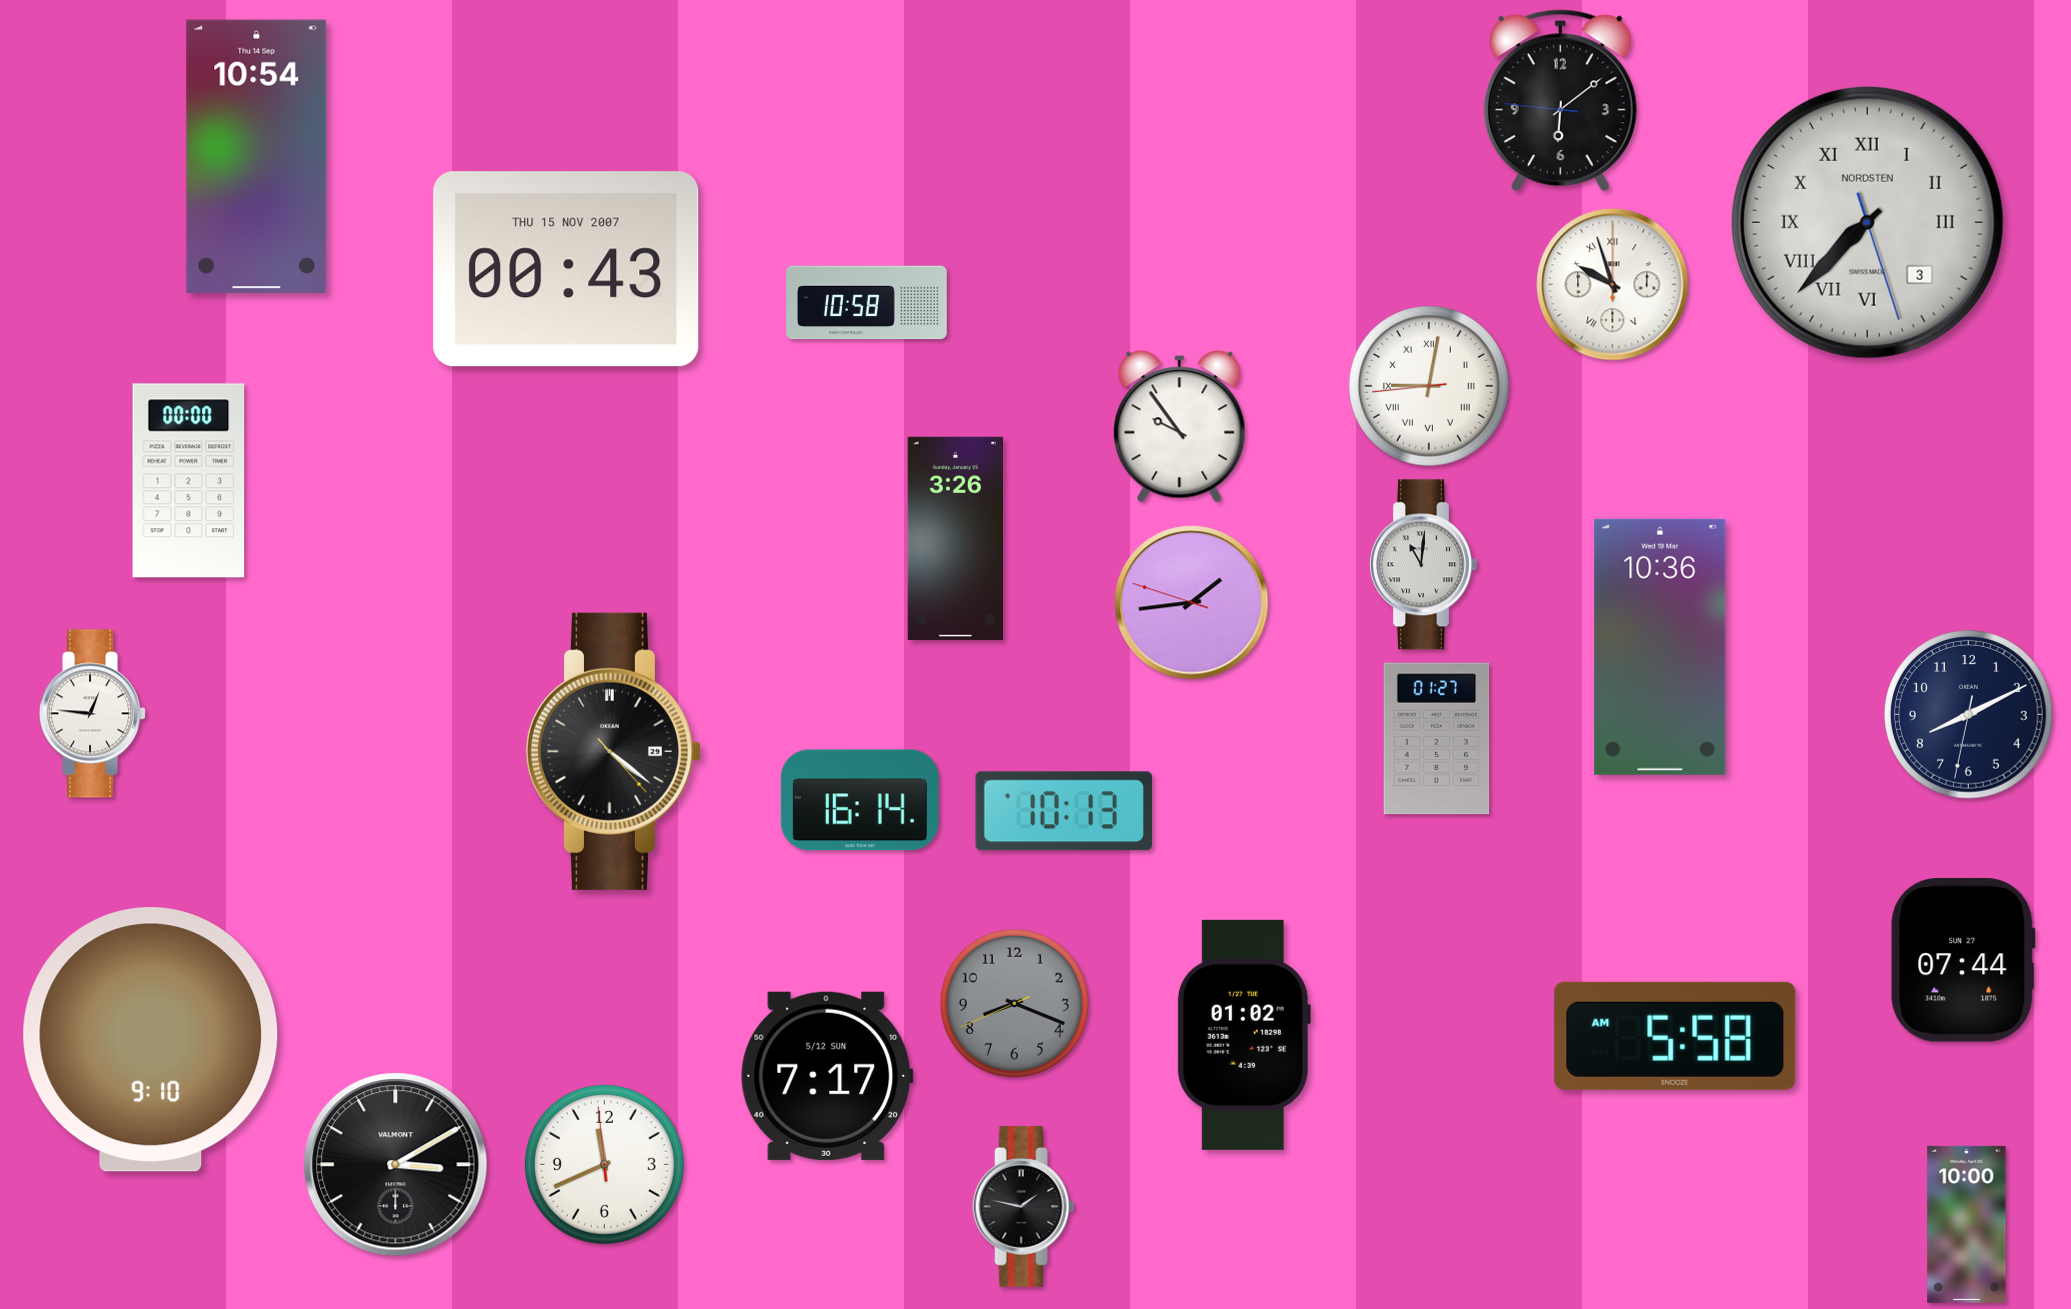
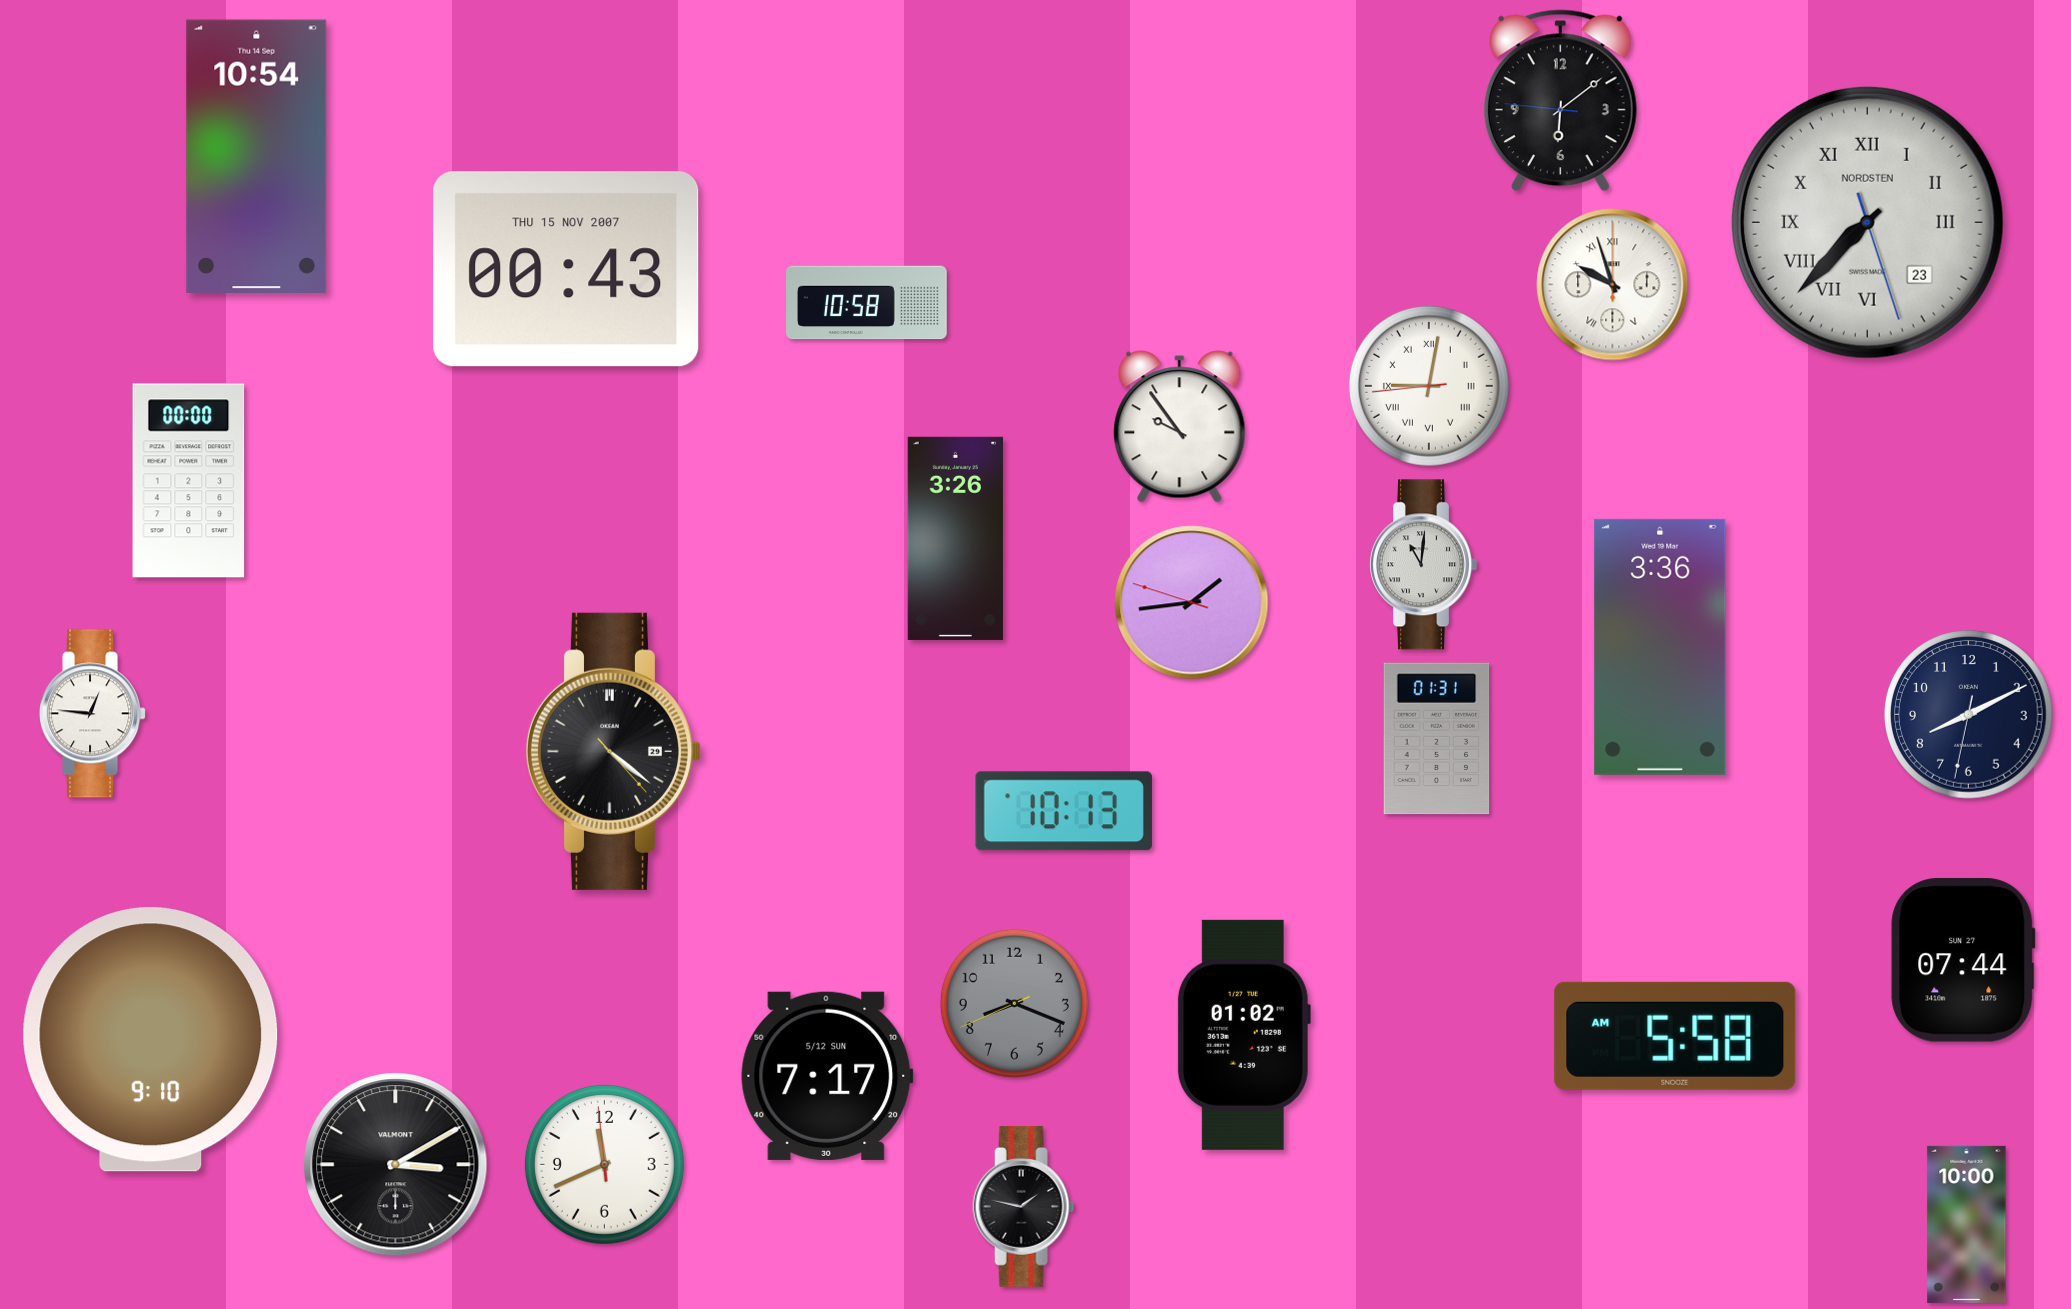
clock at (1867, 222) date: 3 -> 23
clock at (1660, 647): 10:36 -> 3:36
clock at (1437, 739): 01:27 -> 01:31
clock at (860, 800): 16:14 -> none
